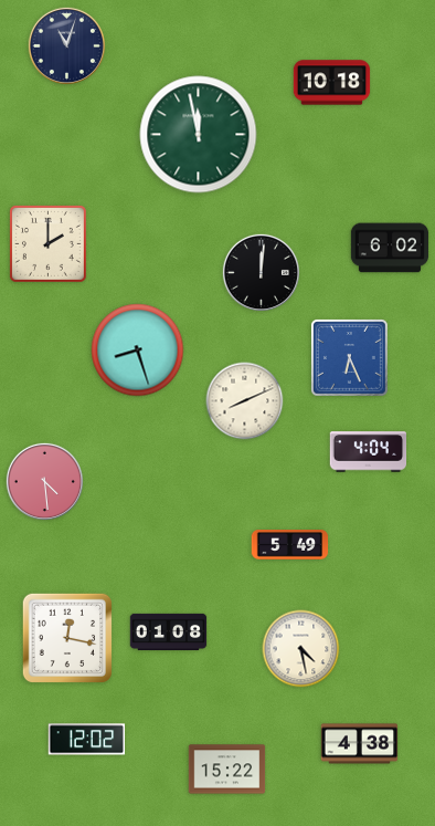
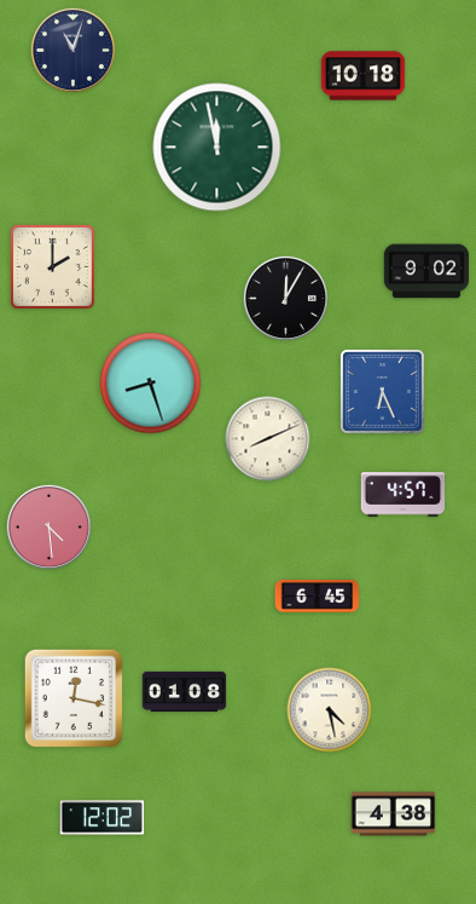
clock at (332, 83) position: (332, 83) -> (364, 76)
clock at (390, 248): 6:02 -> 9:02
clock at (261, 272): 12:01 -> 12:05
clock at (369, 452): 4:04 -> 4:57
clock at (290, 545): 5:49 -> 6:45
clock at (87, 740) position: (87, 740) -> (103, 818)
clock at (227, 770): 15:22 -> none
